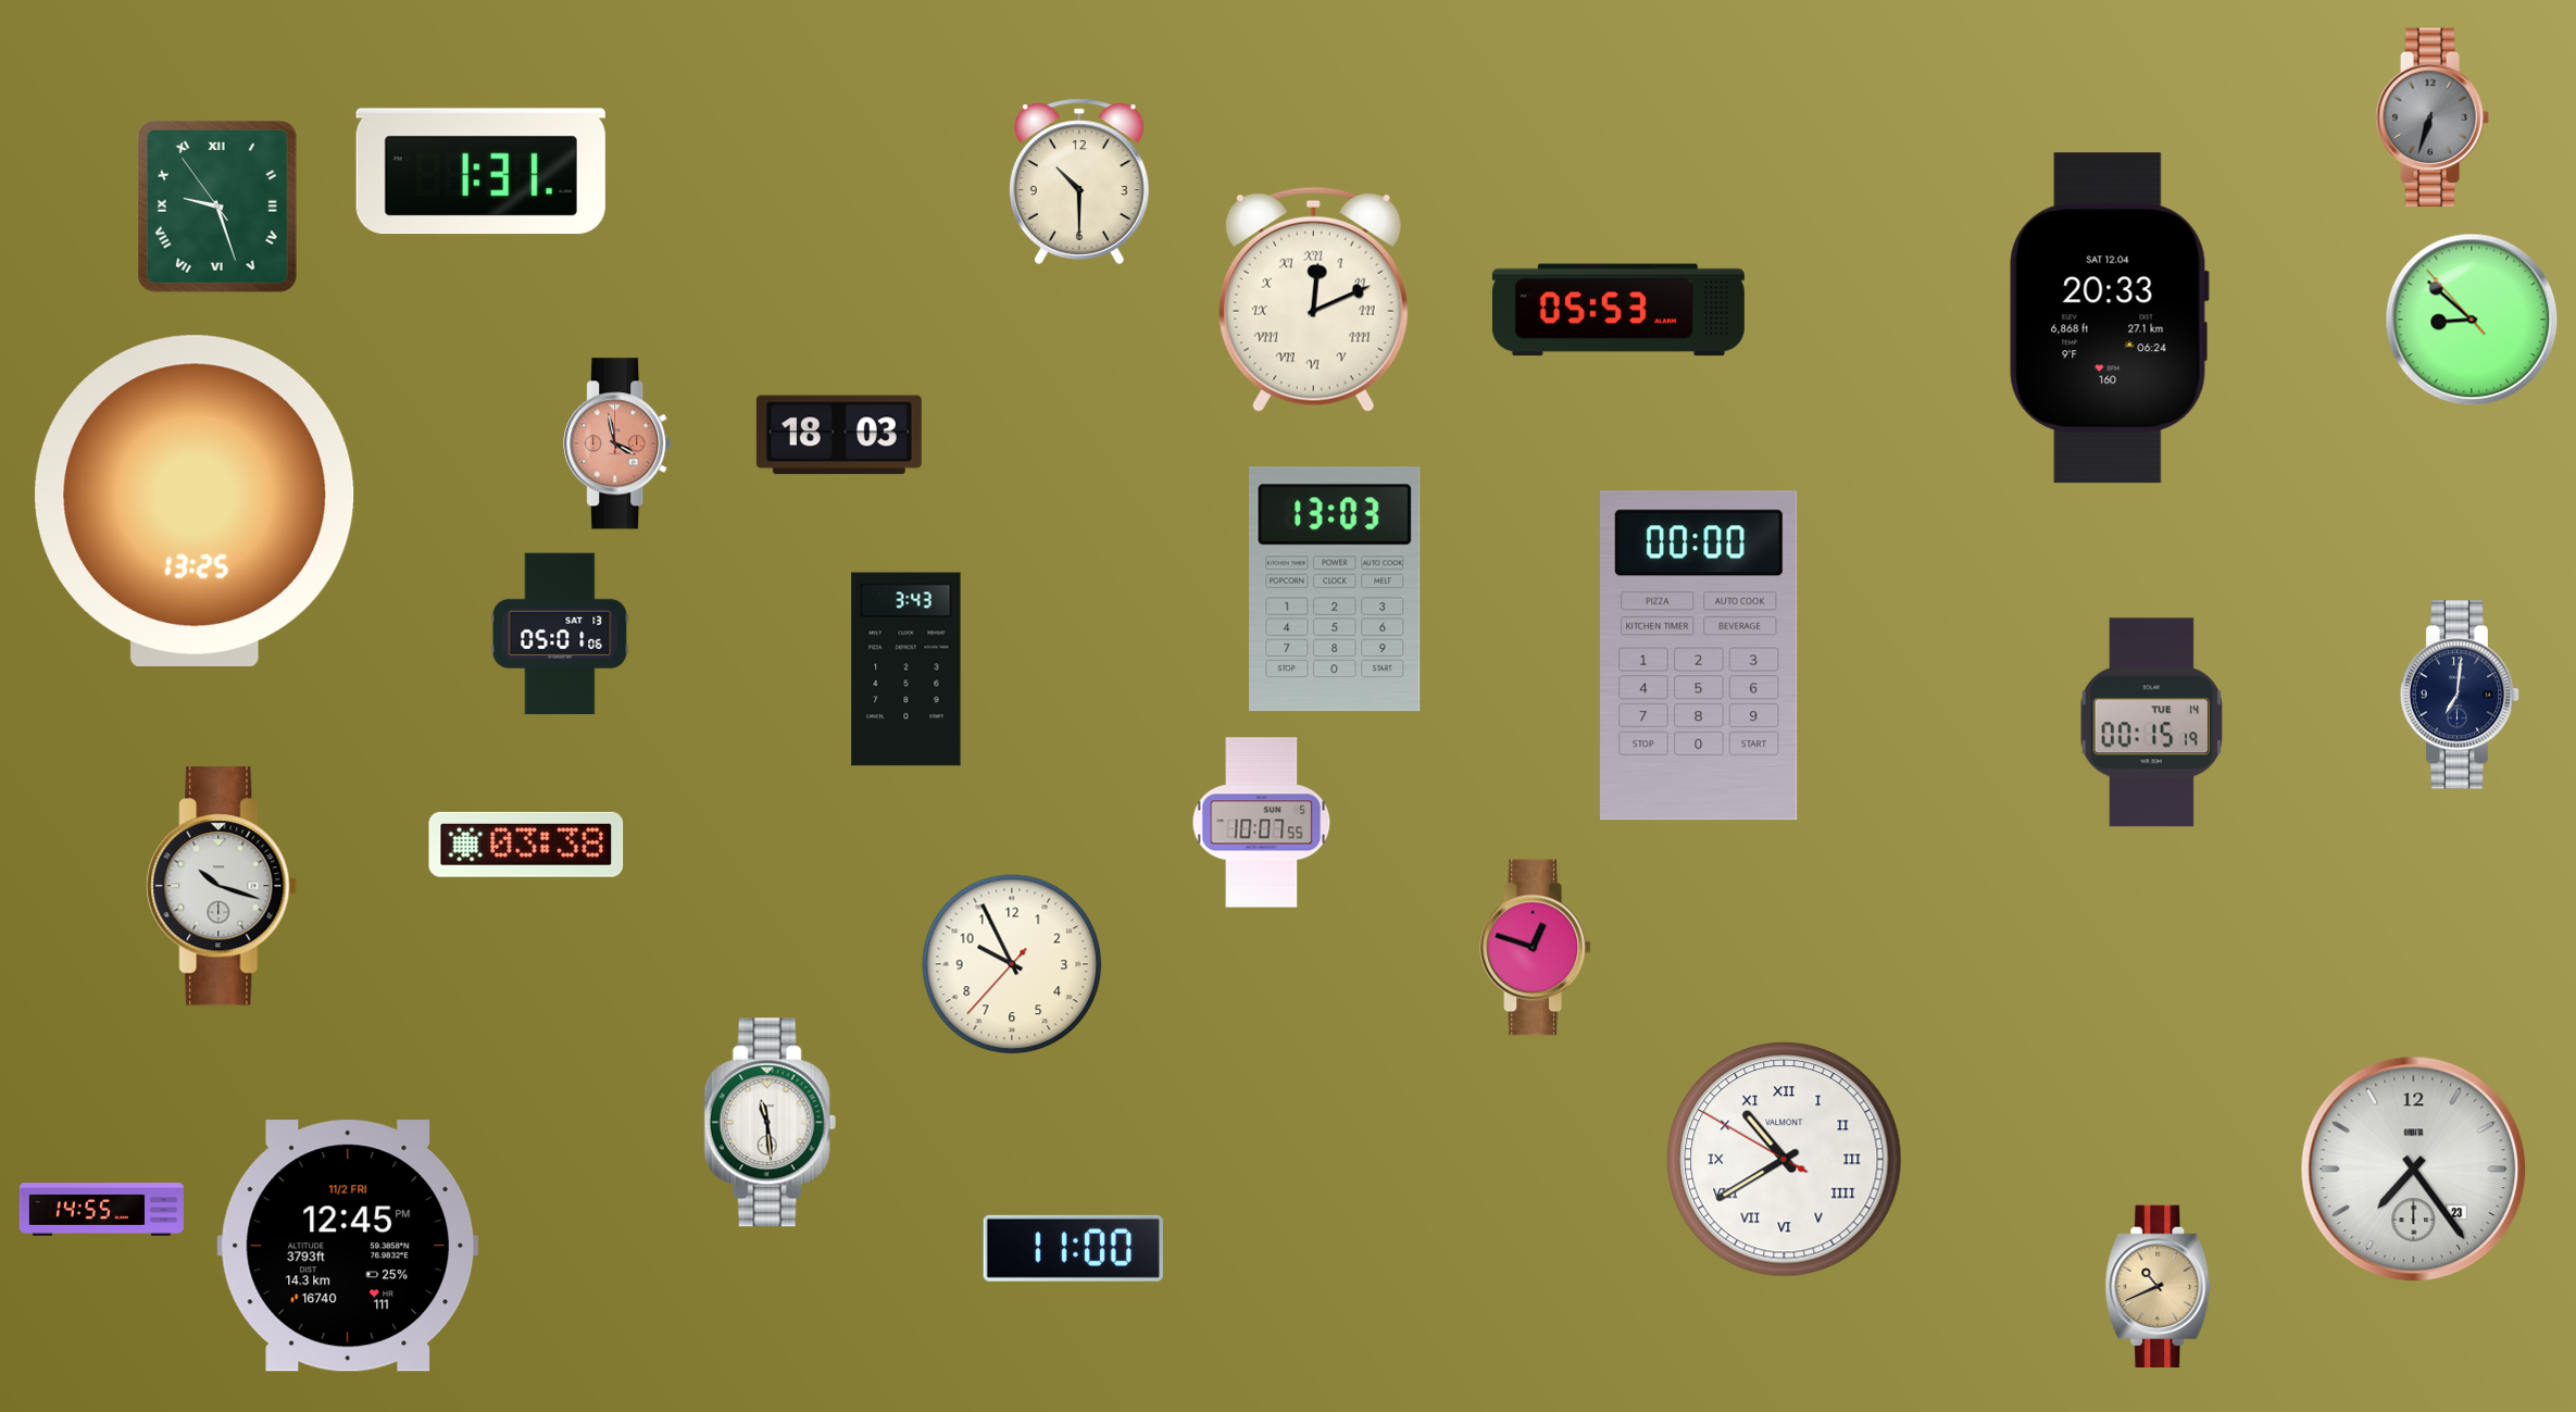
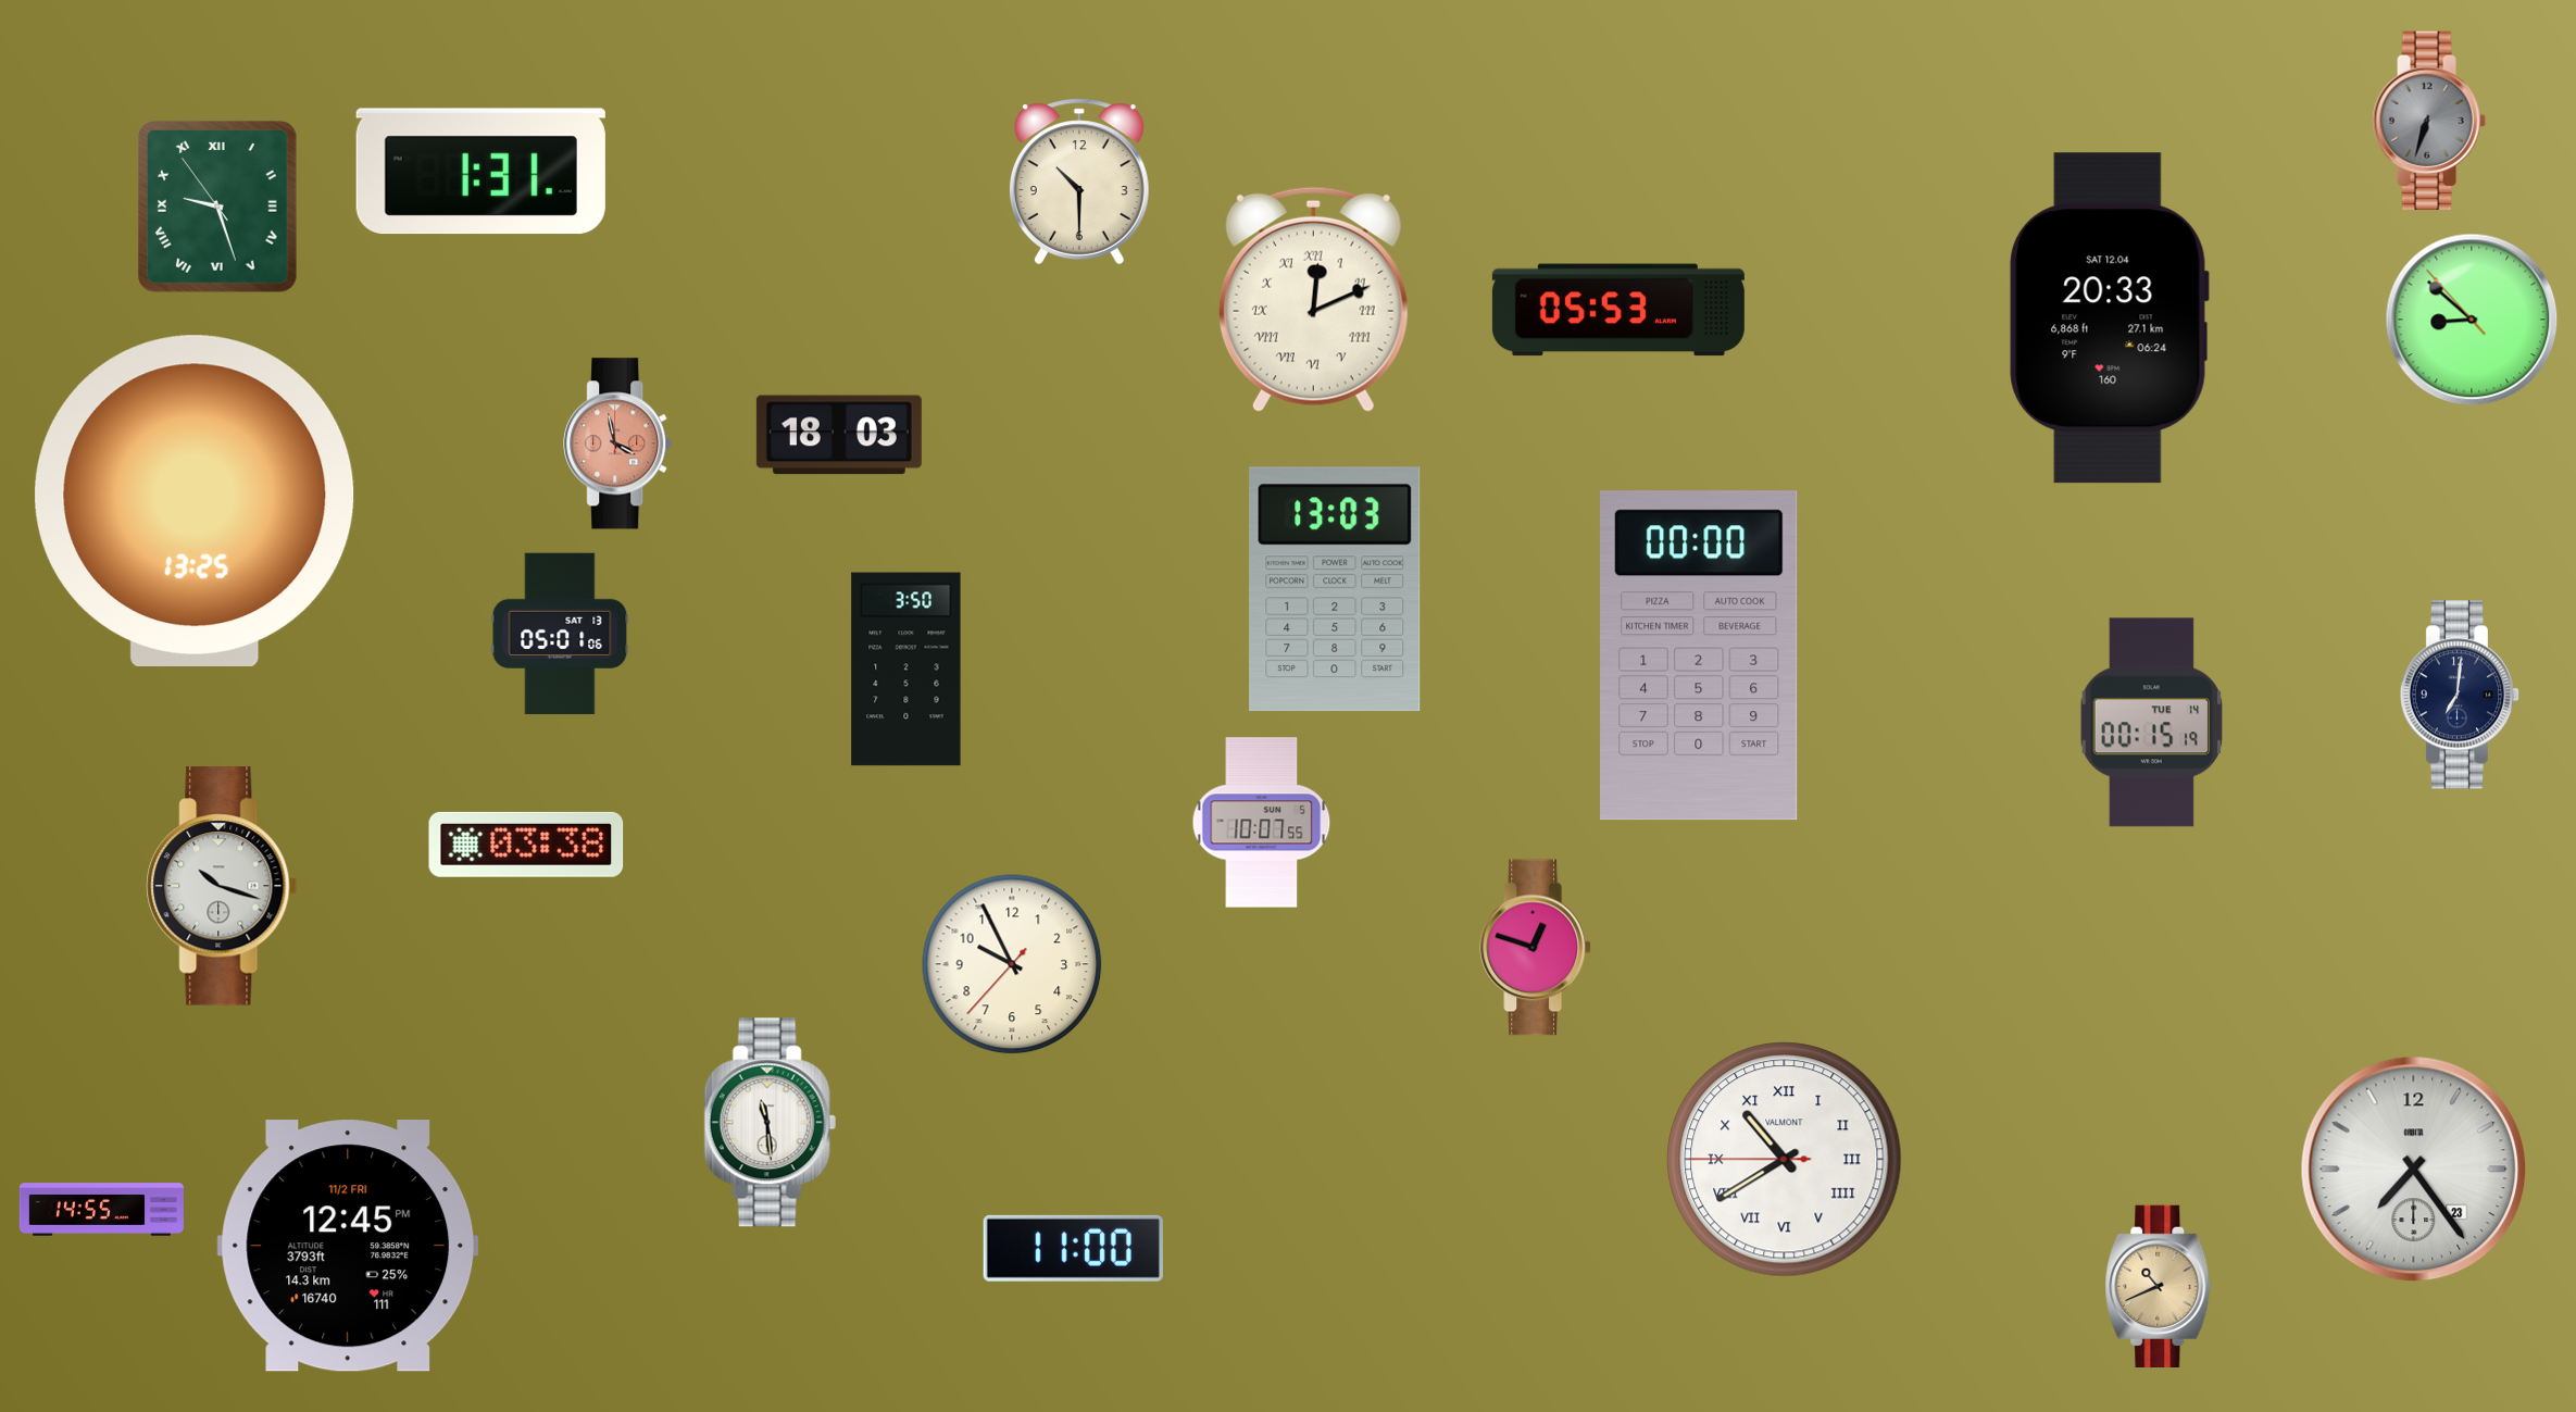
clock at (2433, 117) position: (2433, 117) -> (2429, 121)
clock at (906, 670): 3:43 -> 3:50
clock at (1785, 1160): 10:39:50 -> 10:39:45
